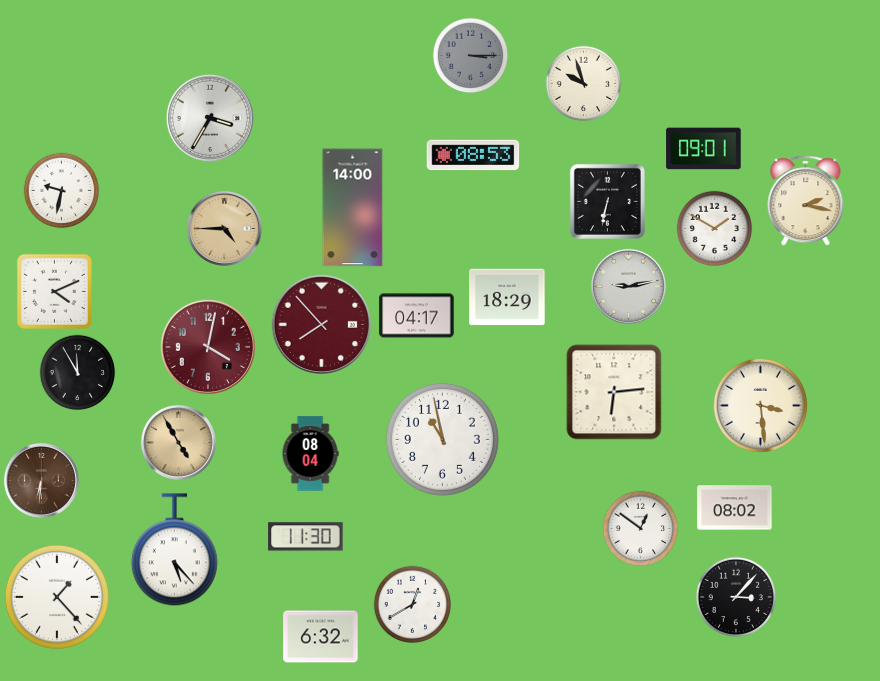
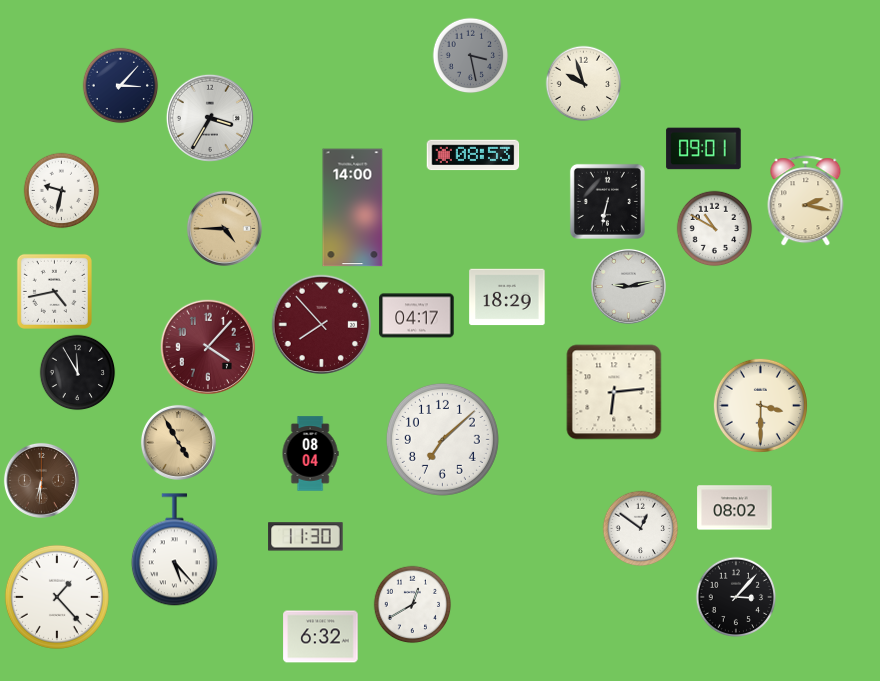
clock at (471, 56): 3:15 -> 3:28
clock at (121, 86): none -> 3:07
clock at (715, 229): 1:50 -> 10:50
clock at (54, 291): 4:11 -> 4:43
clock at (207, 346): 4:02 -> 4:07
clock at (760, 405): 3:29 -> 3:30
clock at (442, 439): 10:58 -> 7:08
